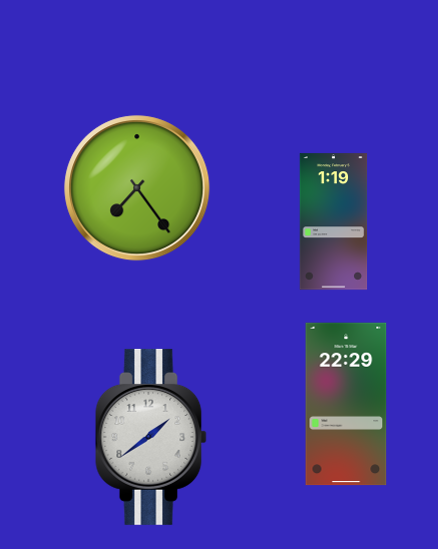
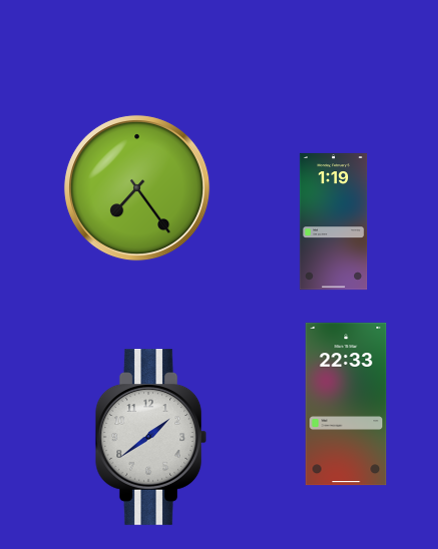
clock at (346, 404): 22:29 -> 22:33
